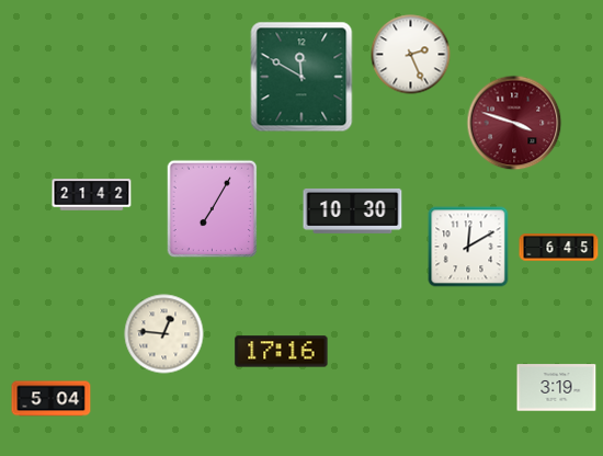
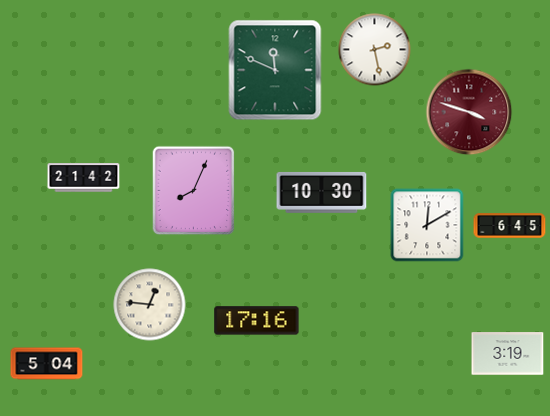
clock at (411, 55): 2:26 -> 2:28
clock at (301, 77): 11:50 -> 11:49
clock at (213, 209): 7:05 -> 8:04
